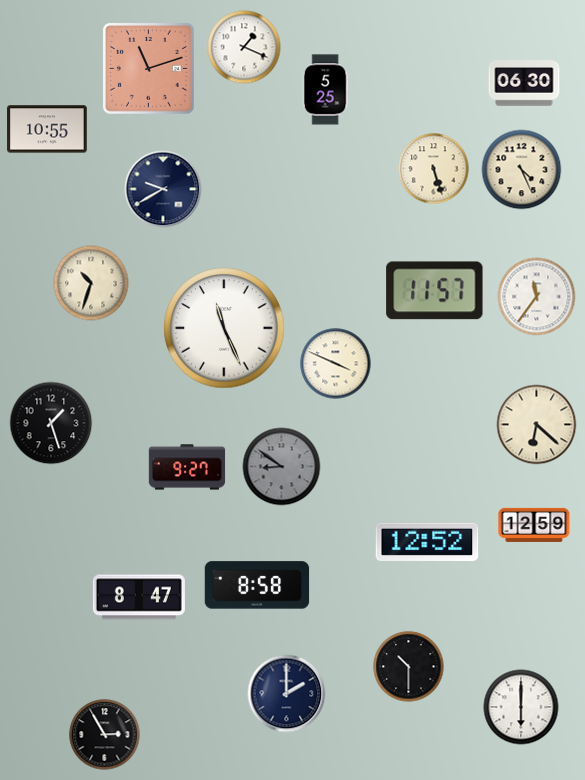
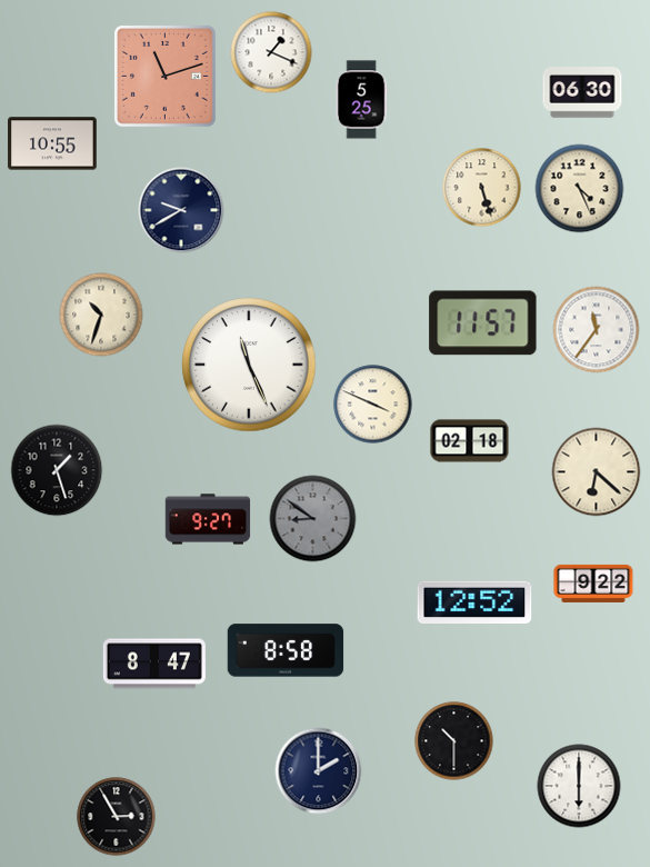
clock at (470, 441): none -> 02:18
clock at (534, 525): 12:59 -> 9:22
